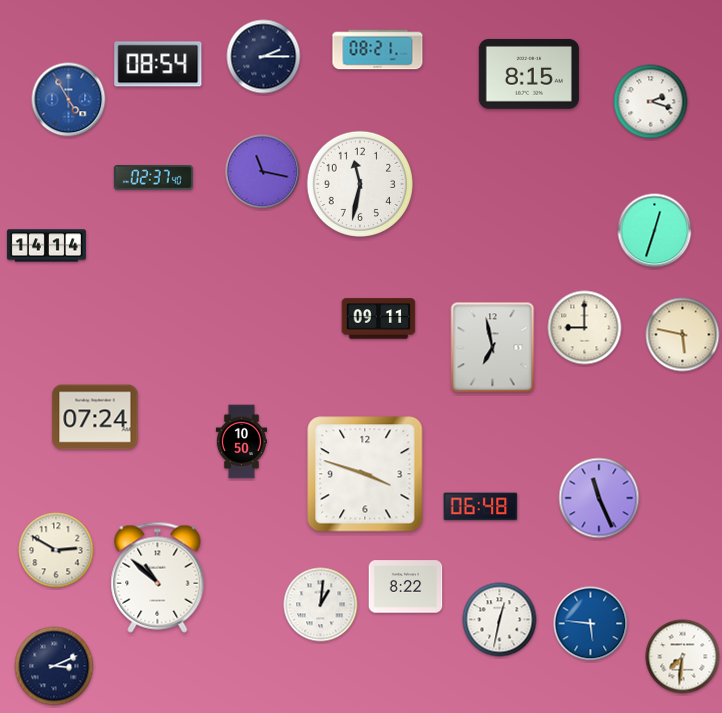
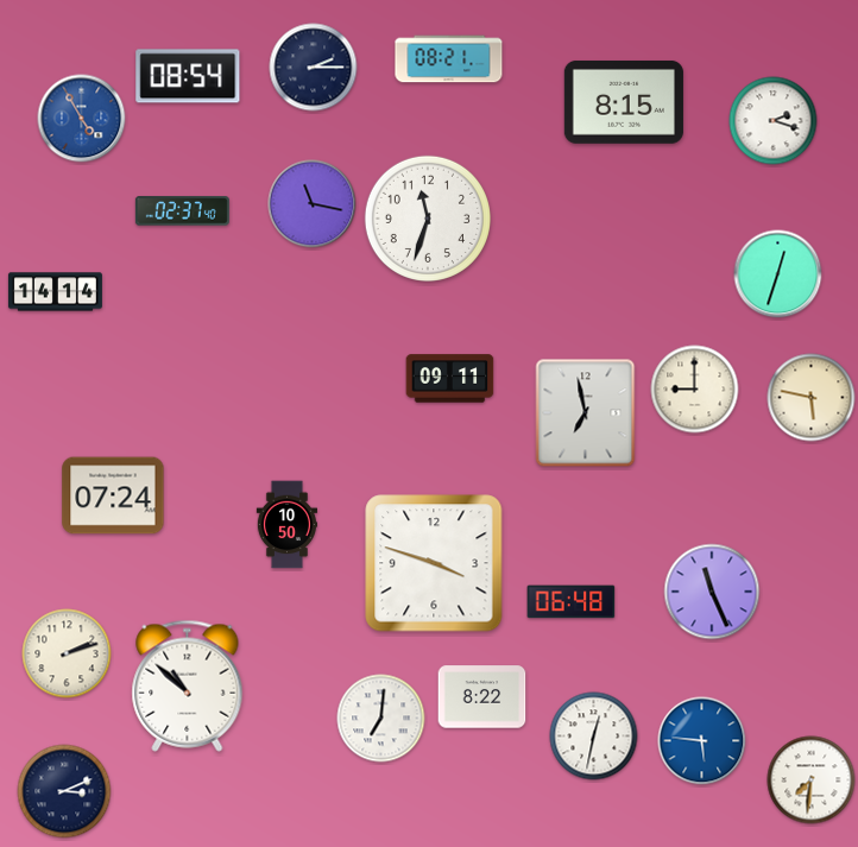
clock at (529, 74) position: (529, 74) -> (624, 102)
clock at (360, 184): 11:32 -> 11:33
clock at (56, 550): 2:50 -> 2:12
clock at (321, 605): 1:01 -> 7:01
